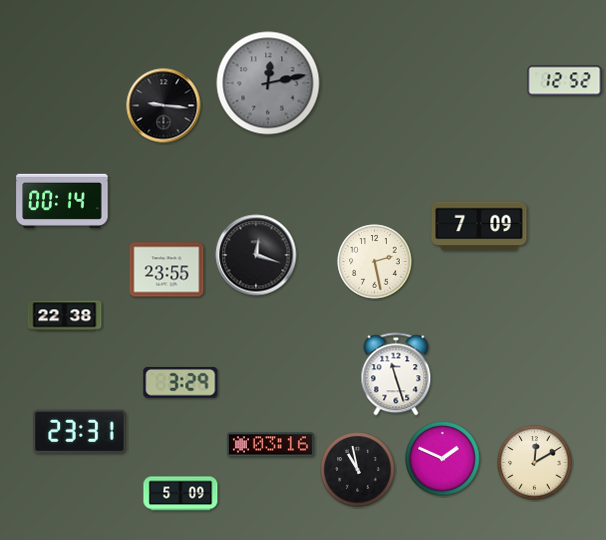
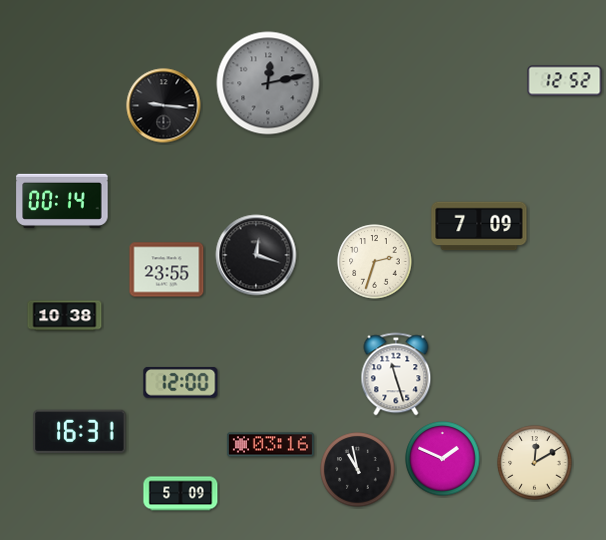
clock at (375, 262): 2:28 -> 2:33
clock at (65, 316): 22:38 -> 10:38
clock at (181, 382): 3:29 -> 12:00
clock at (80, 431): 23:31 -> 16:31
